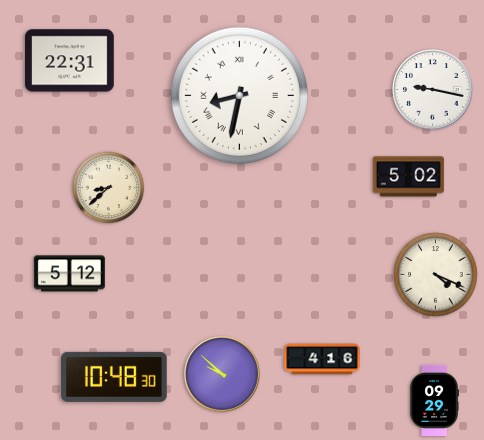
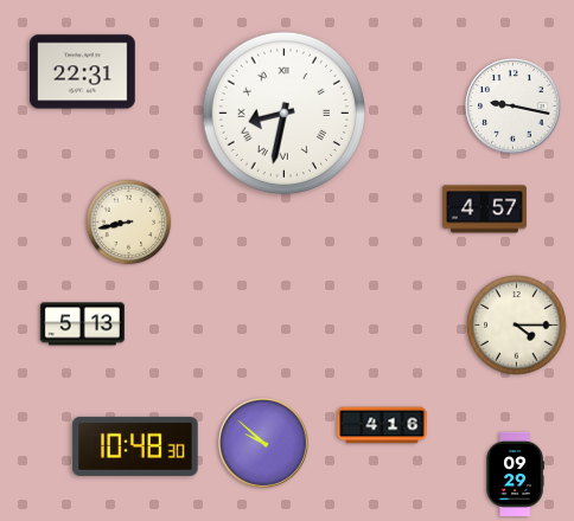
clock at (408, 177): 5:02 -> 4:57
clock at (109, 188): 8:38 -> 8:43
clock at (69, 274): 5:12 -> 5:13
clock at (436, 275): 4:19 -> 4:15
